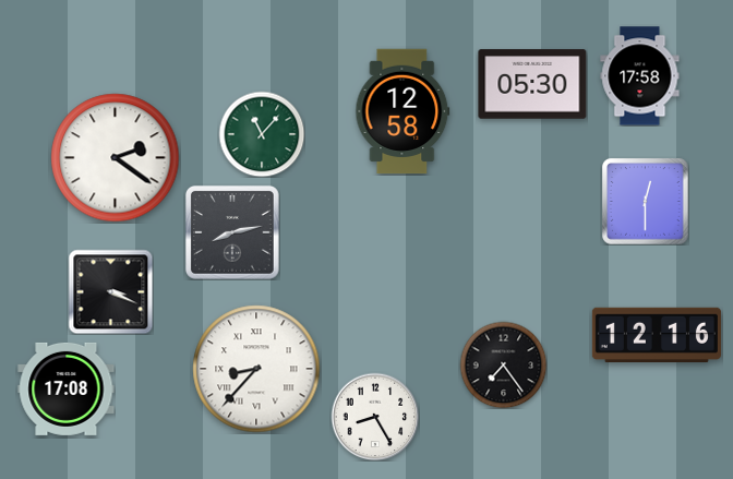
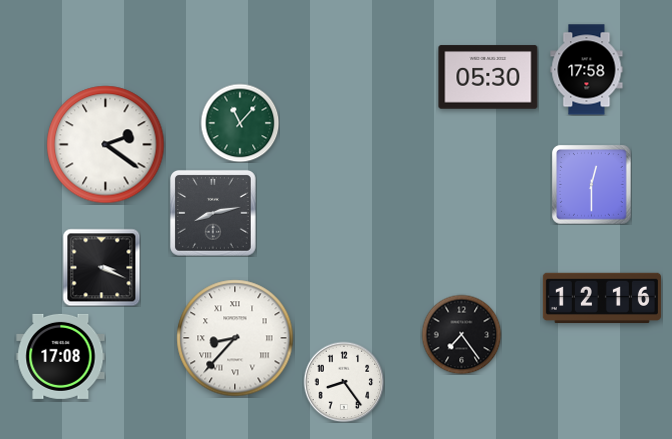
clock at (402, 111): 12:58 -> none
clock at (657, 335) position: (657, 335) -> (602, 298)
clock at (375, 417): 8:25 -> 8:24
